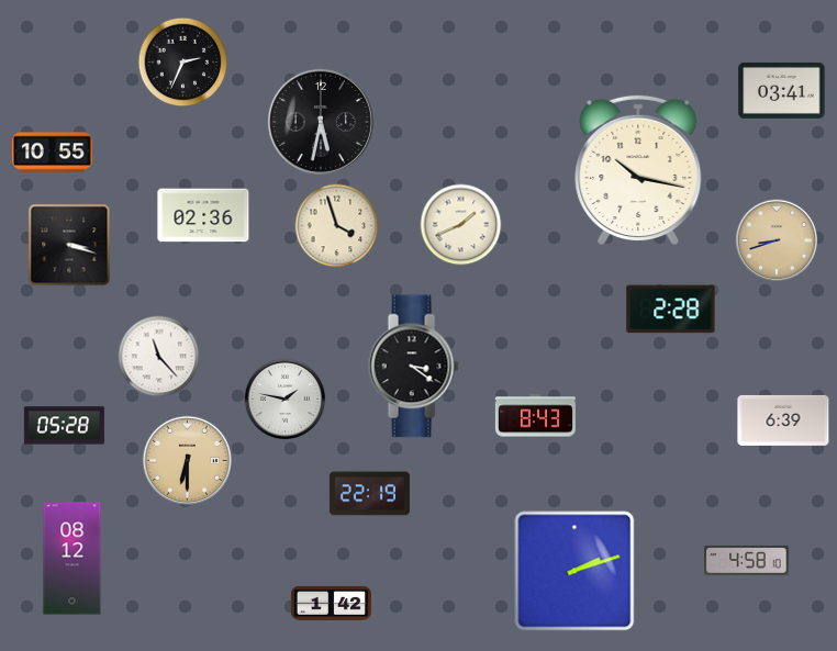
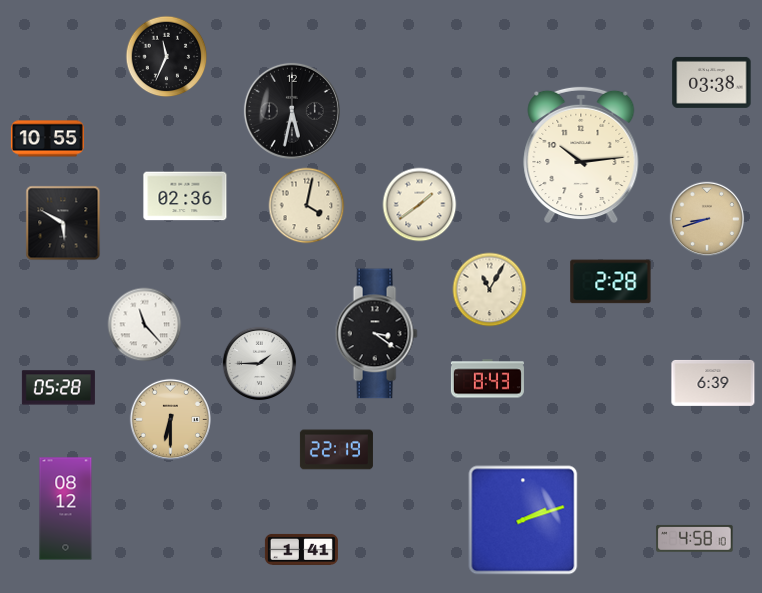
clock at (183, 63): 2:34 -> 11:34
clock at (782, 90): 03:41 -> 03:38
clock at (638, 170): 10:17 -> 10:14
clock at (461, 225): 1:41 -> 1:39
clock at (337, 226): 3:57 -> 4:02
clock at (69, 245): 3:18 -> 5:50
clock at (490, 290): none -> 11:05
clock at (286, 400): 1:47 -> 1:45
clock at (747, 560) position: (747, 560) -> (695, 538)
clock at (331, 603): 1:42 -> 1:41
